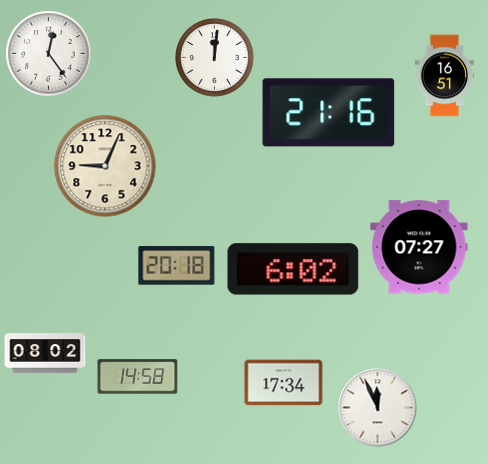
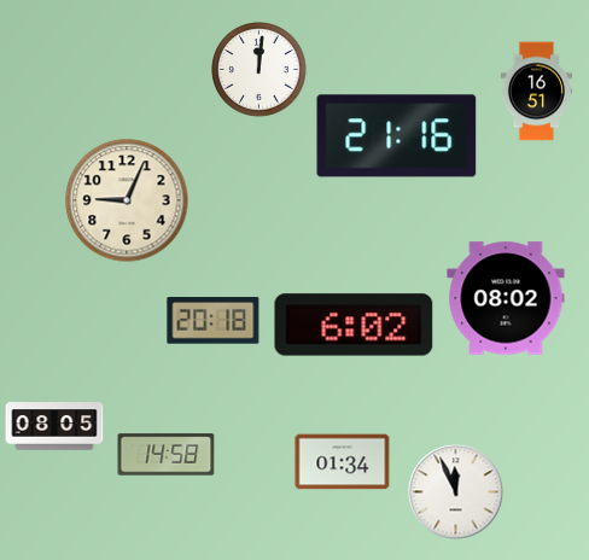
clock at (49, 54): 12:24 -> none
clock at (419, 247): 07:27 -> 08:02
clock at (45, 353): 08:02 -> 08:05
clock at (284, 383): 17:34 -> 01:34
